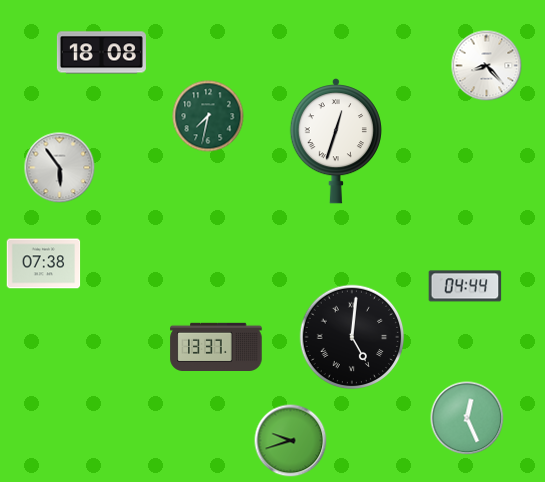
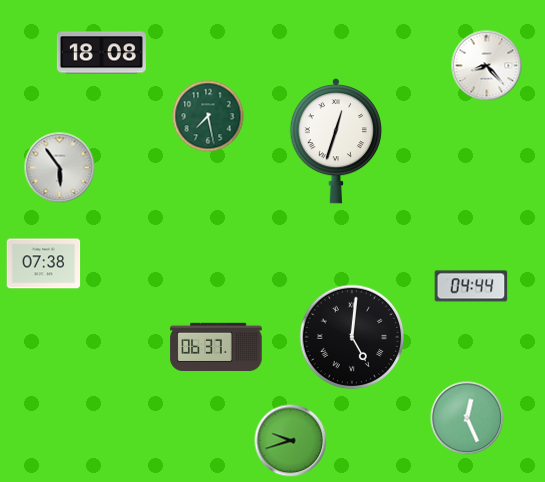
clock at (208, 116): 7:32 -> 7:28
clock at (465, 286) position: (465, 286) -> (471, 286)
clock at (216, 346): 13:37 -> 06:37
